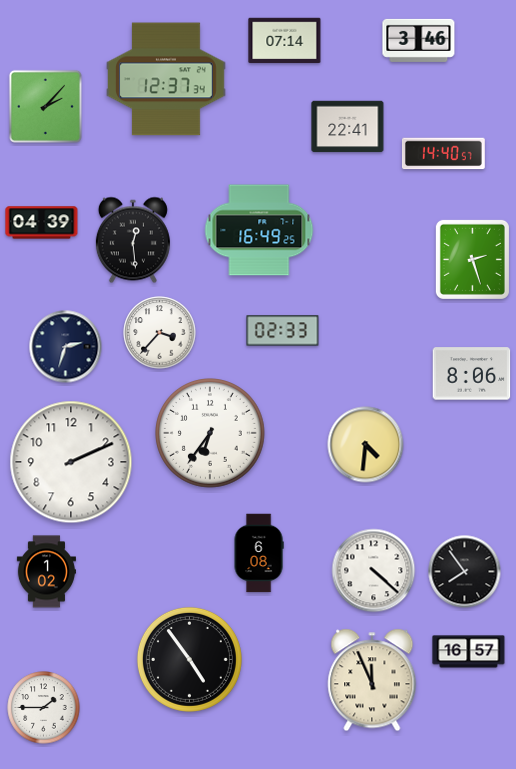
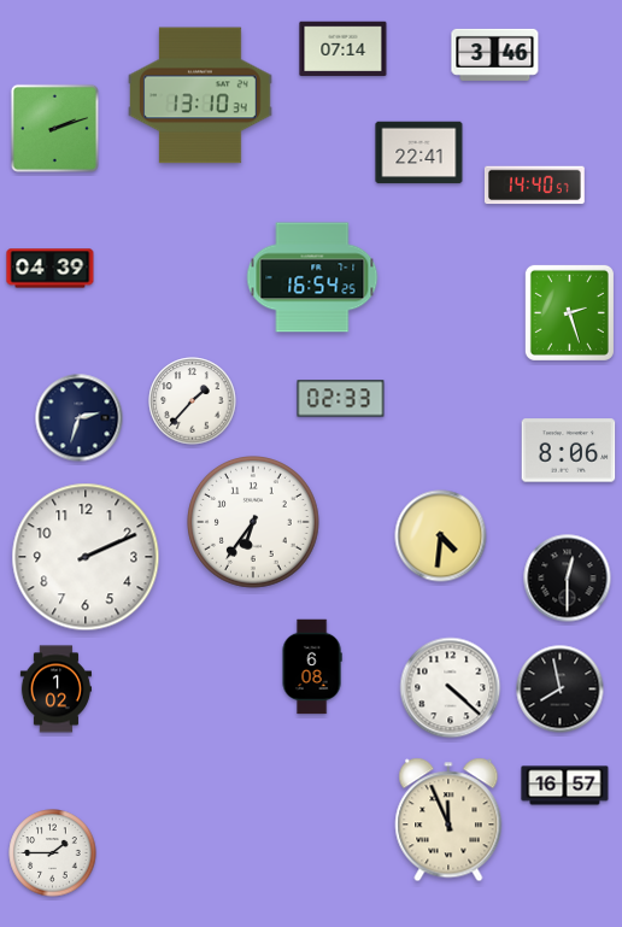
clock at (419, 40) position: (419, 40) -> (495, 54)
clock at (167, 79): 12:37 -> 13:10
clock at (45, 106): 2:07 -> 2:12
clock at (259, 230): 16:49 -> 16:54
clock at (133, 240): 12:29 -> none
clock at (160, 333): 3:37 -> 1:37
clock at (568, 579): none -> 12:30
clock at (465, 572): 7:54 -> 7:58
clock at (189, 659): 4:54 -> none
